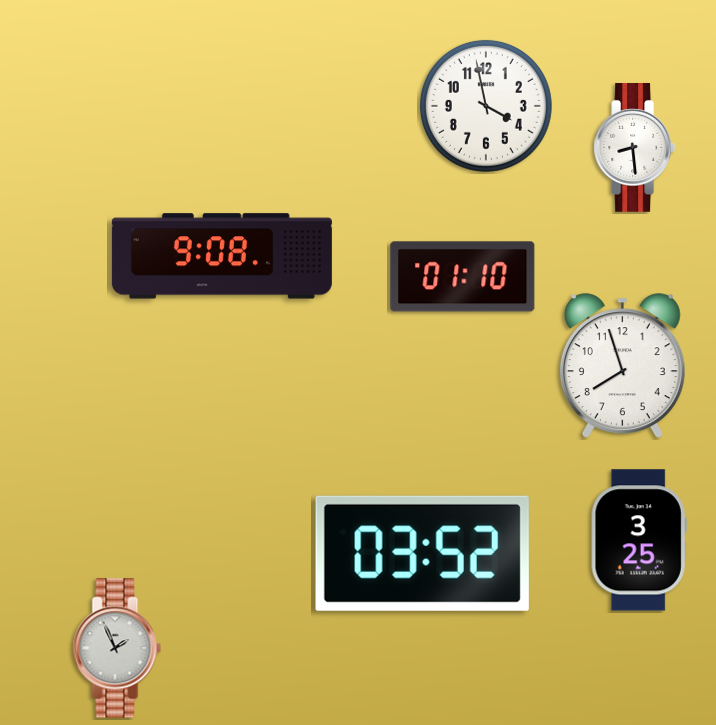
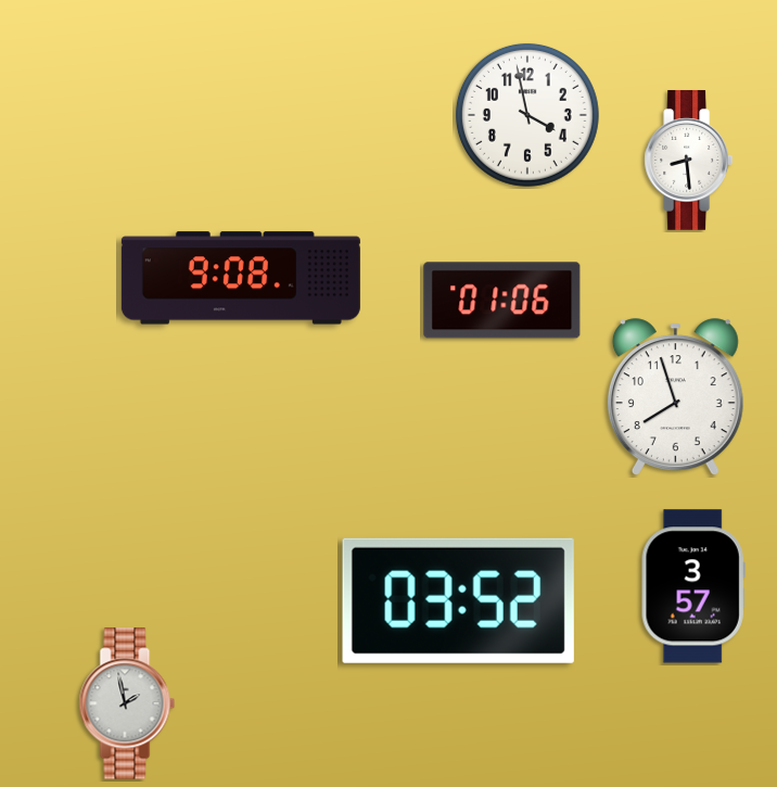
clock at (463, 277): 01:10 -> 01:06
clock at (639, 540): 3:25 -> 3:57
clock at (117, 648): 1:56 -> 1:58
